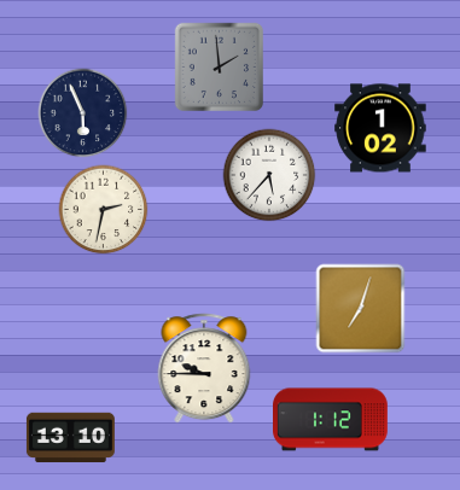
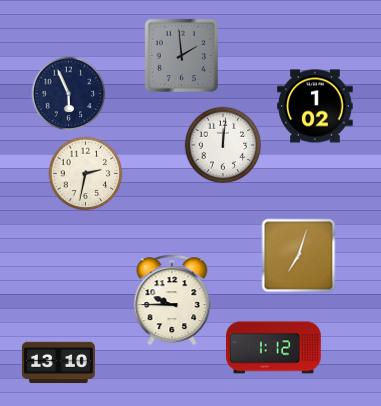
clock at (269, 175): 5:37 -> 12:01
clock at (204, 368) position: (204, 368) -> (172, 300)
